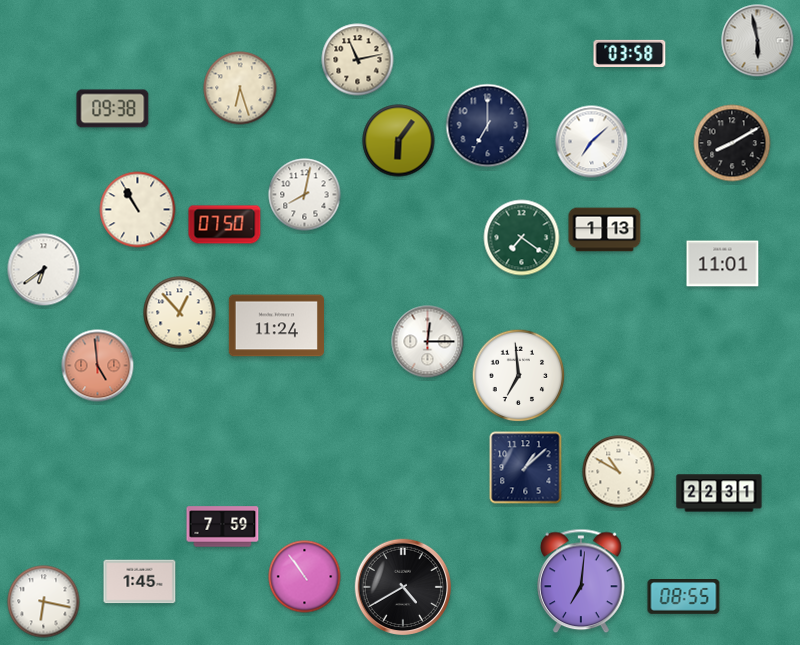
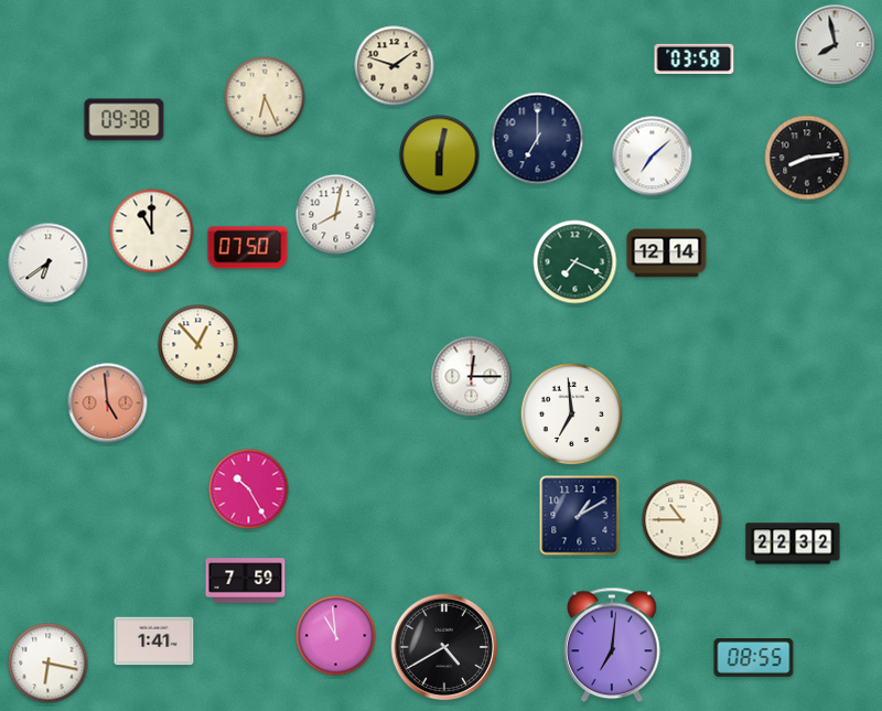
clock at (758, 41): 5:58 -> 7:58
clock at (358, 60): 11:13 -> 1:48
clock at (240, 88): 6:27 -> 6:26
clock at (399, 141): 6:06 -> 6:02
clock at (732, 143): 8:10 -> 8:14
clock at (138, 210): 10:55 -> 11:00
clock at (605, 230): 1:13 -> 12:14
clock at (522, 238): 7:21 -> 7:19
clock at (723, 264): 11:01 -> none
clock at (44, 270) position: (44, 270) -> (49, 263)
clock at (276, 326): 11:24 -> none
clock at (249, 489): none -> 10:25
clock at (526, 468): 1:08 -> 1:10
clock at (619, 472): 10:50 -> 10:45
clock at (719, 493): 22:31 -> 22:32
clock at (305, 577): 10:54 -> 10:59
clock at (581, 581) position: (581, 581) -> (612, 645)
clock at (140, 582): 1:45 -> 1:41
